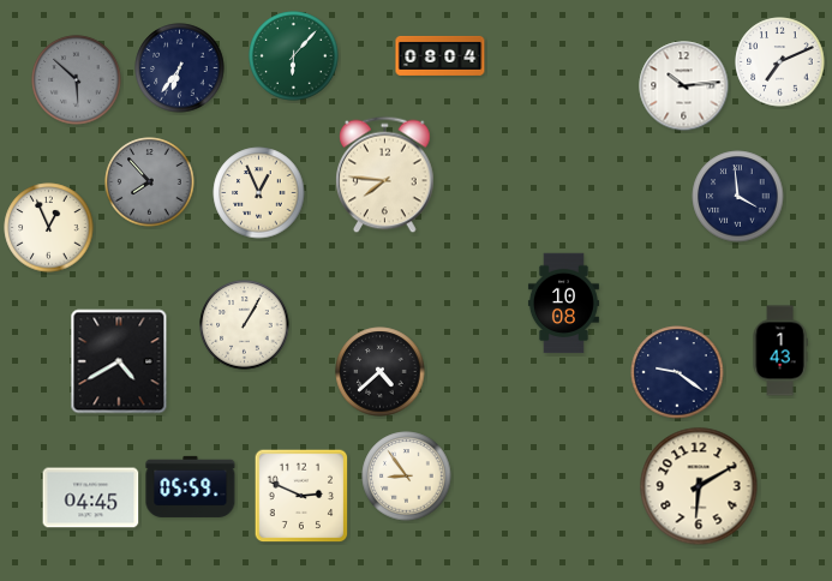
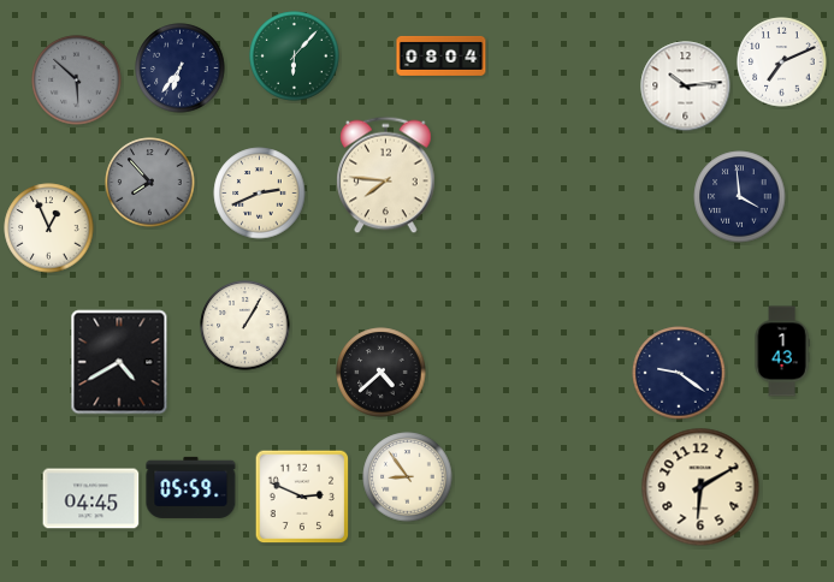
clock at (259, 193): 12:56 -> 2:41
clock at (563, 304): 10:08 -> none
